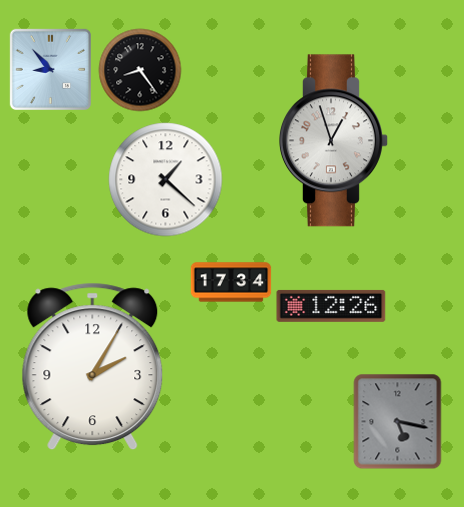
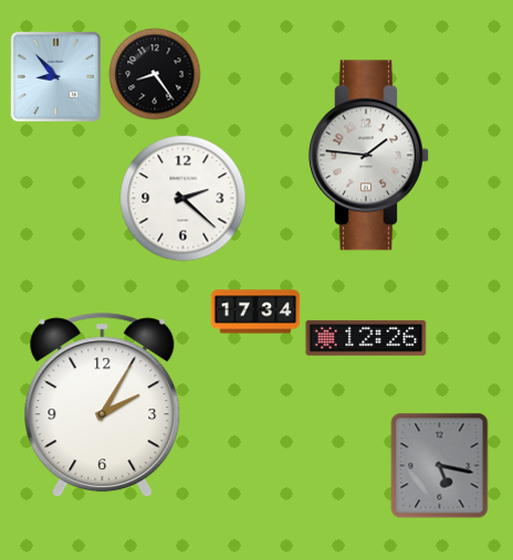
clock at (140, 70) position: (140, 70) -> (155, 74)
clock at (334, 141): 12:57 -> 1:46
clock at (166, 180): 1:22 -> 2:22
